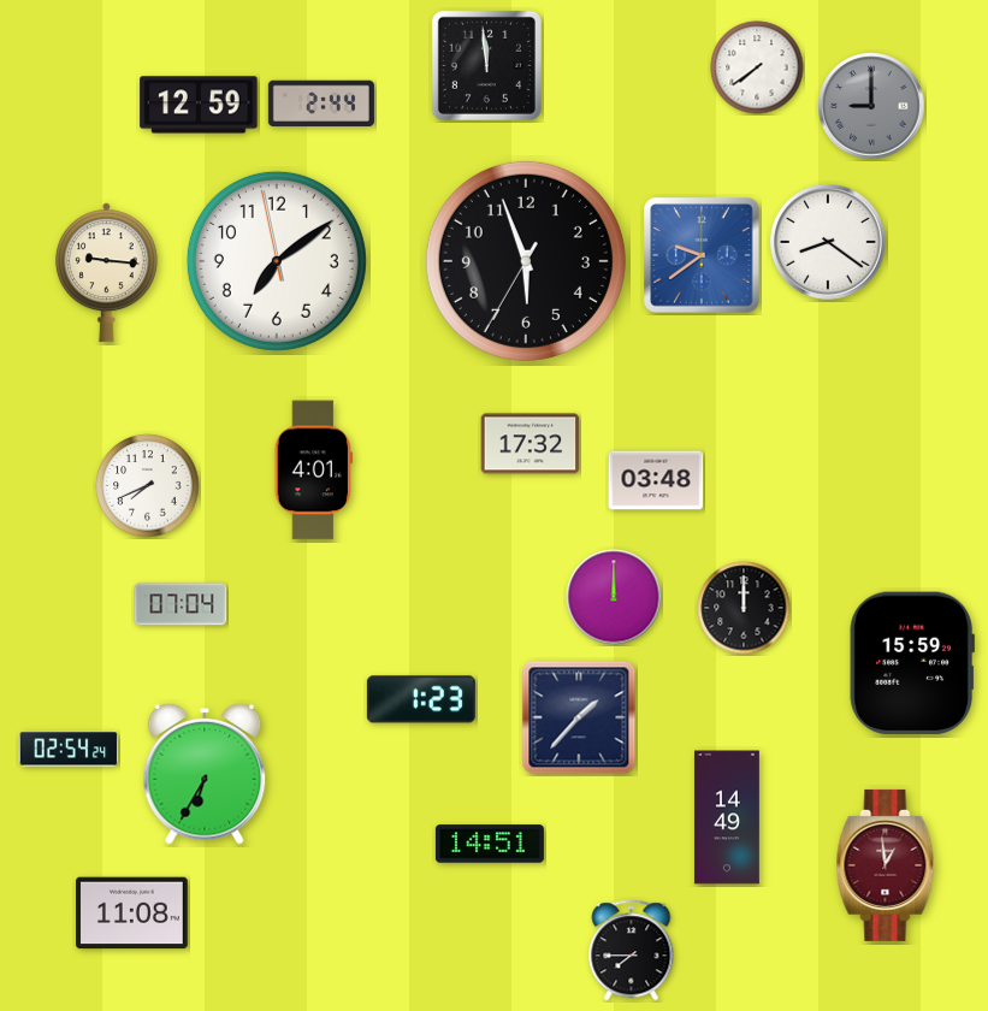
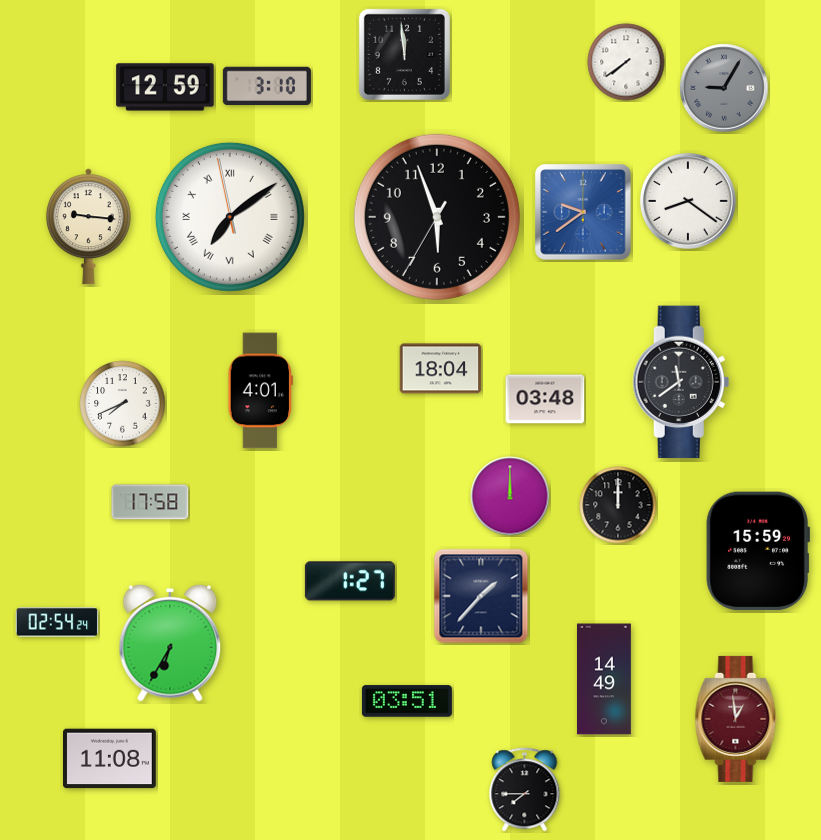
clock at (757, 67) position: (757, 67) -> (626, 62)
clock at (321, 102): 2:44 -> 3:10
clock at (871, 106): 9:00 -> 9:05
clock at (277, 261) numerals: Arabic -> Roman
clock at (531, 444): 17:32 -> 18:04
clock at (681, 382): none -> 11:39
clock at (181, 604): 07:04 -> 17:58
clock at (421, 699): 1:23 -> 1:27
clock at (490, 844): 14:51 -> 03:51
